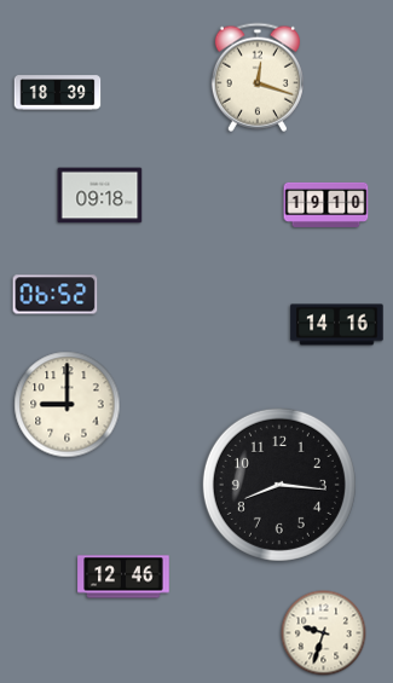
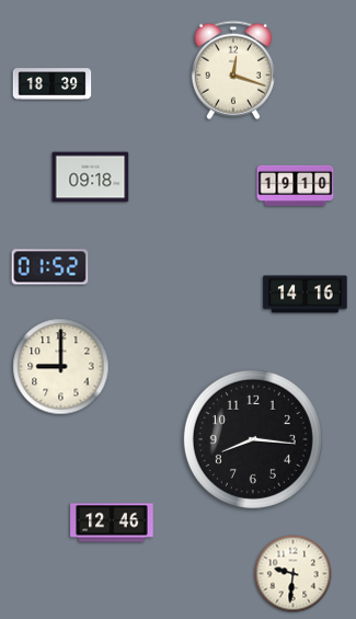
clock at (56, 295): 06:52 -> 01:52
clock at (324, 633): 9:33 -> 9:31
